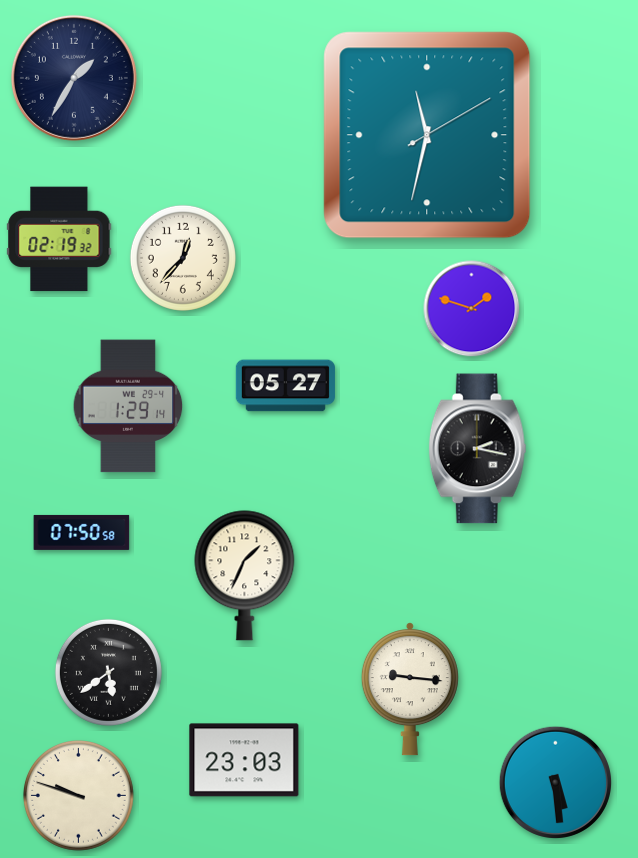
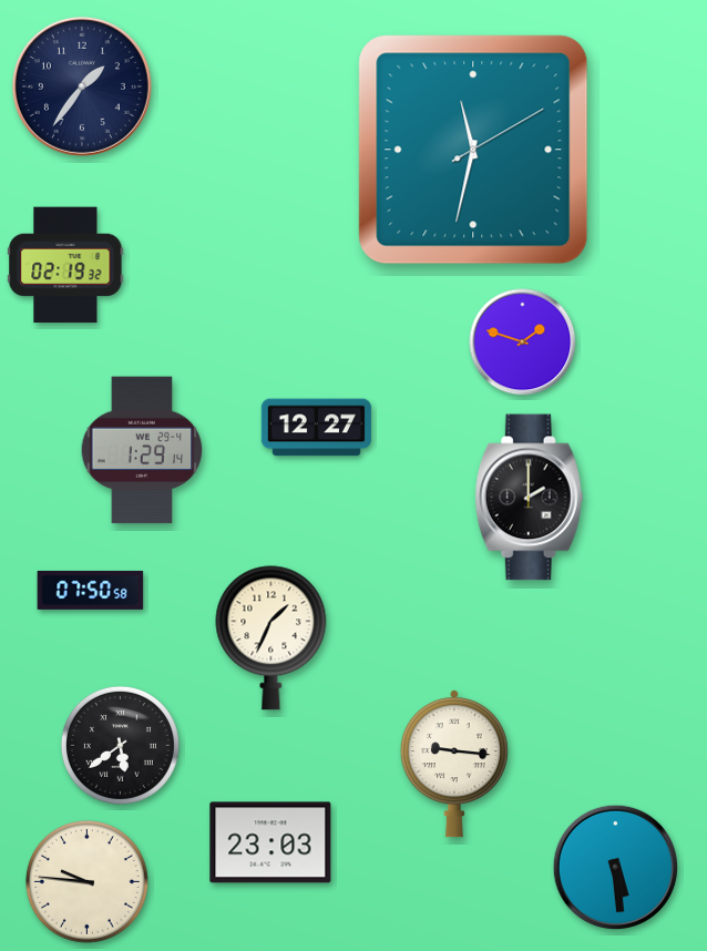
clock at (74, 78): 1:35 -> 1:36
clock at (183, 258): 12:37 -> none
clock at (285, 386): 05:27 -> 12:27
clock at (477, 449): 2:17 -> 2:00
clock at (79, 796): 9:48 -> 9:46
